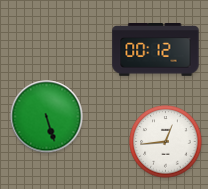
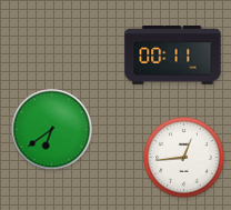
clock at (156, 50): 00:12 -> 00:11
clock at (47, 117): 5:27 -> 6:39
